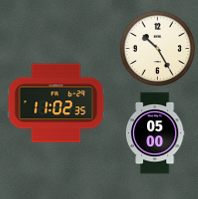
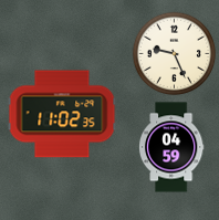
clock at (158, 49): 10:25 -> 9:26
clock at (155, 133): 05:00 -> 04:59
